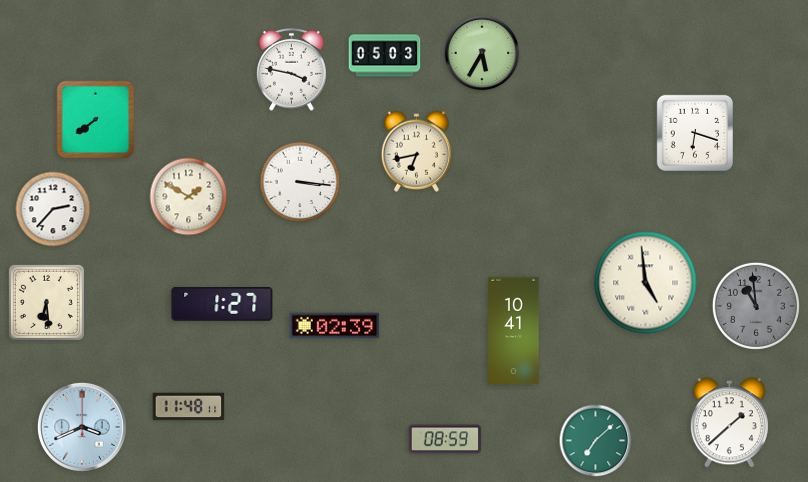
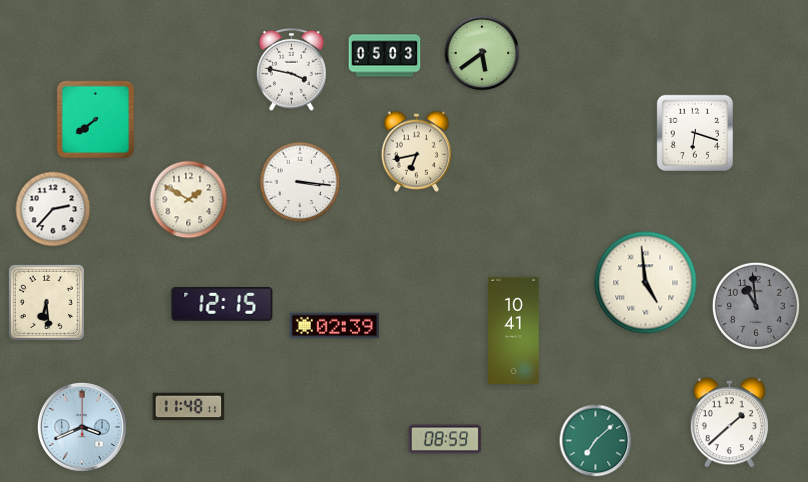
clock at (482, 53): 5:35 -> 5:39
clock at (189, 197) position: (189, 197) -> (189, 200)
clock at (222, 305): 1:27 -> 12:15
